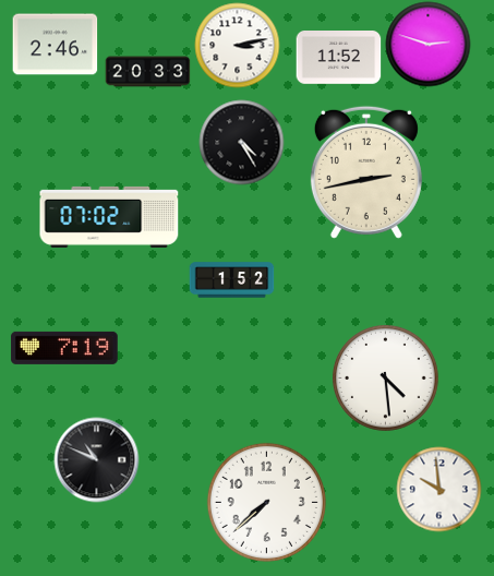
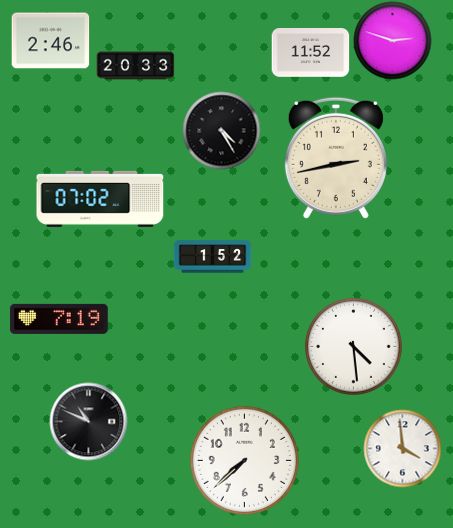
clock at (237, 45): 3:13 -> none
clock at (438, 489): 9:59 -> 3:59
